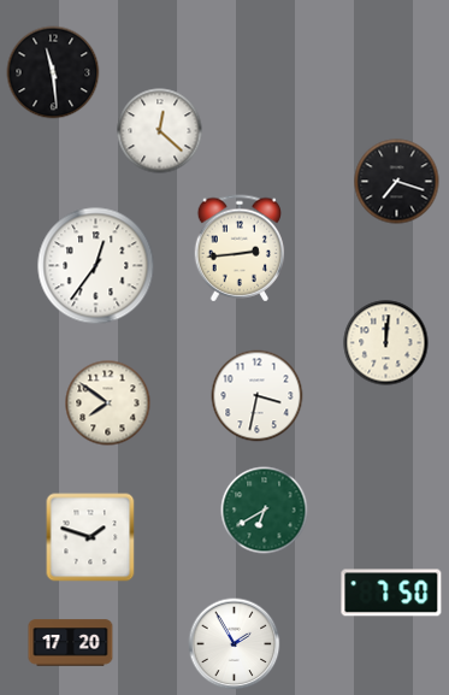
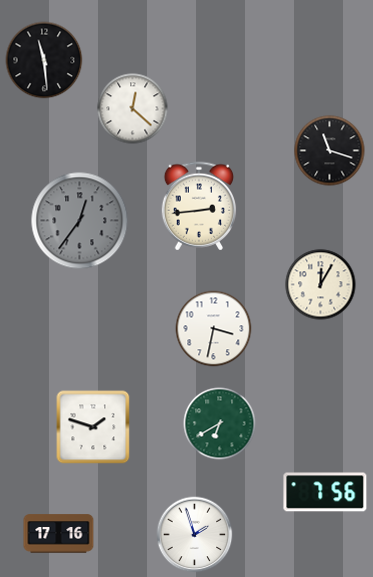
clock at (397, 182): 7:18 -> 11:18
clock at (96, 266) dial: white -> grey
clock at (386, 343): 12:01 -> 12:05
clock at (108, 404): 7:51 -> none
clock at (90, 537) position: (90, 537) -> (93, 427)
clock at (391, 593): 7:50 -> 7:56
clock at (71, 643): 17:20 -> 17:16
clock at (235, 644): 1:55 -> 1:57
